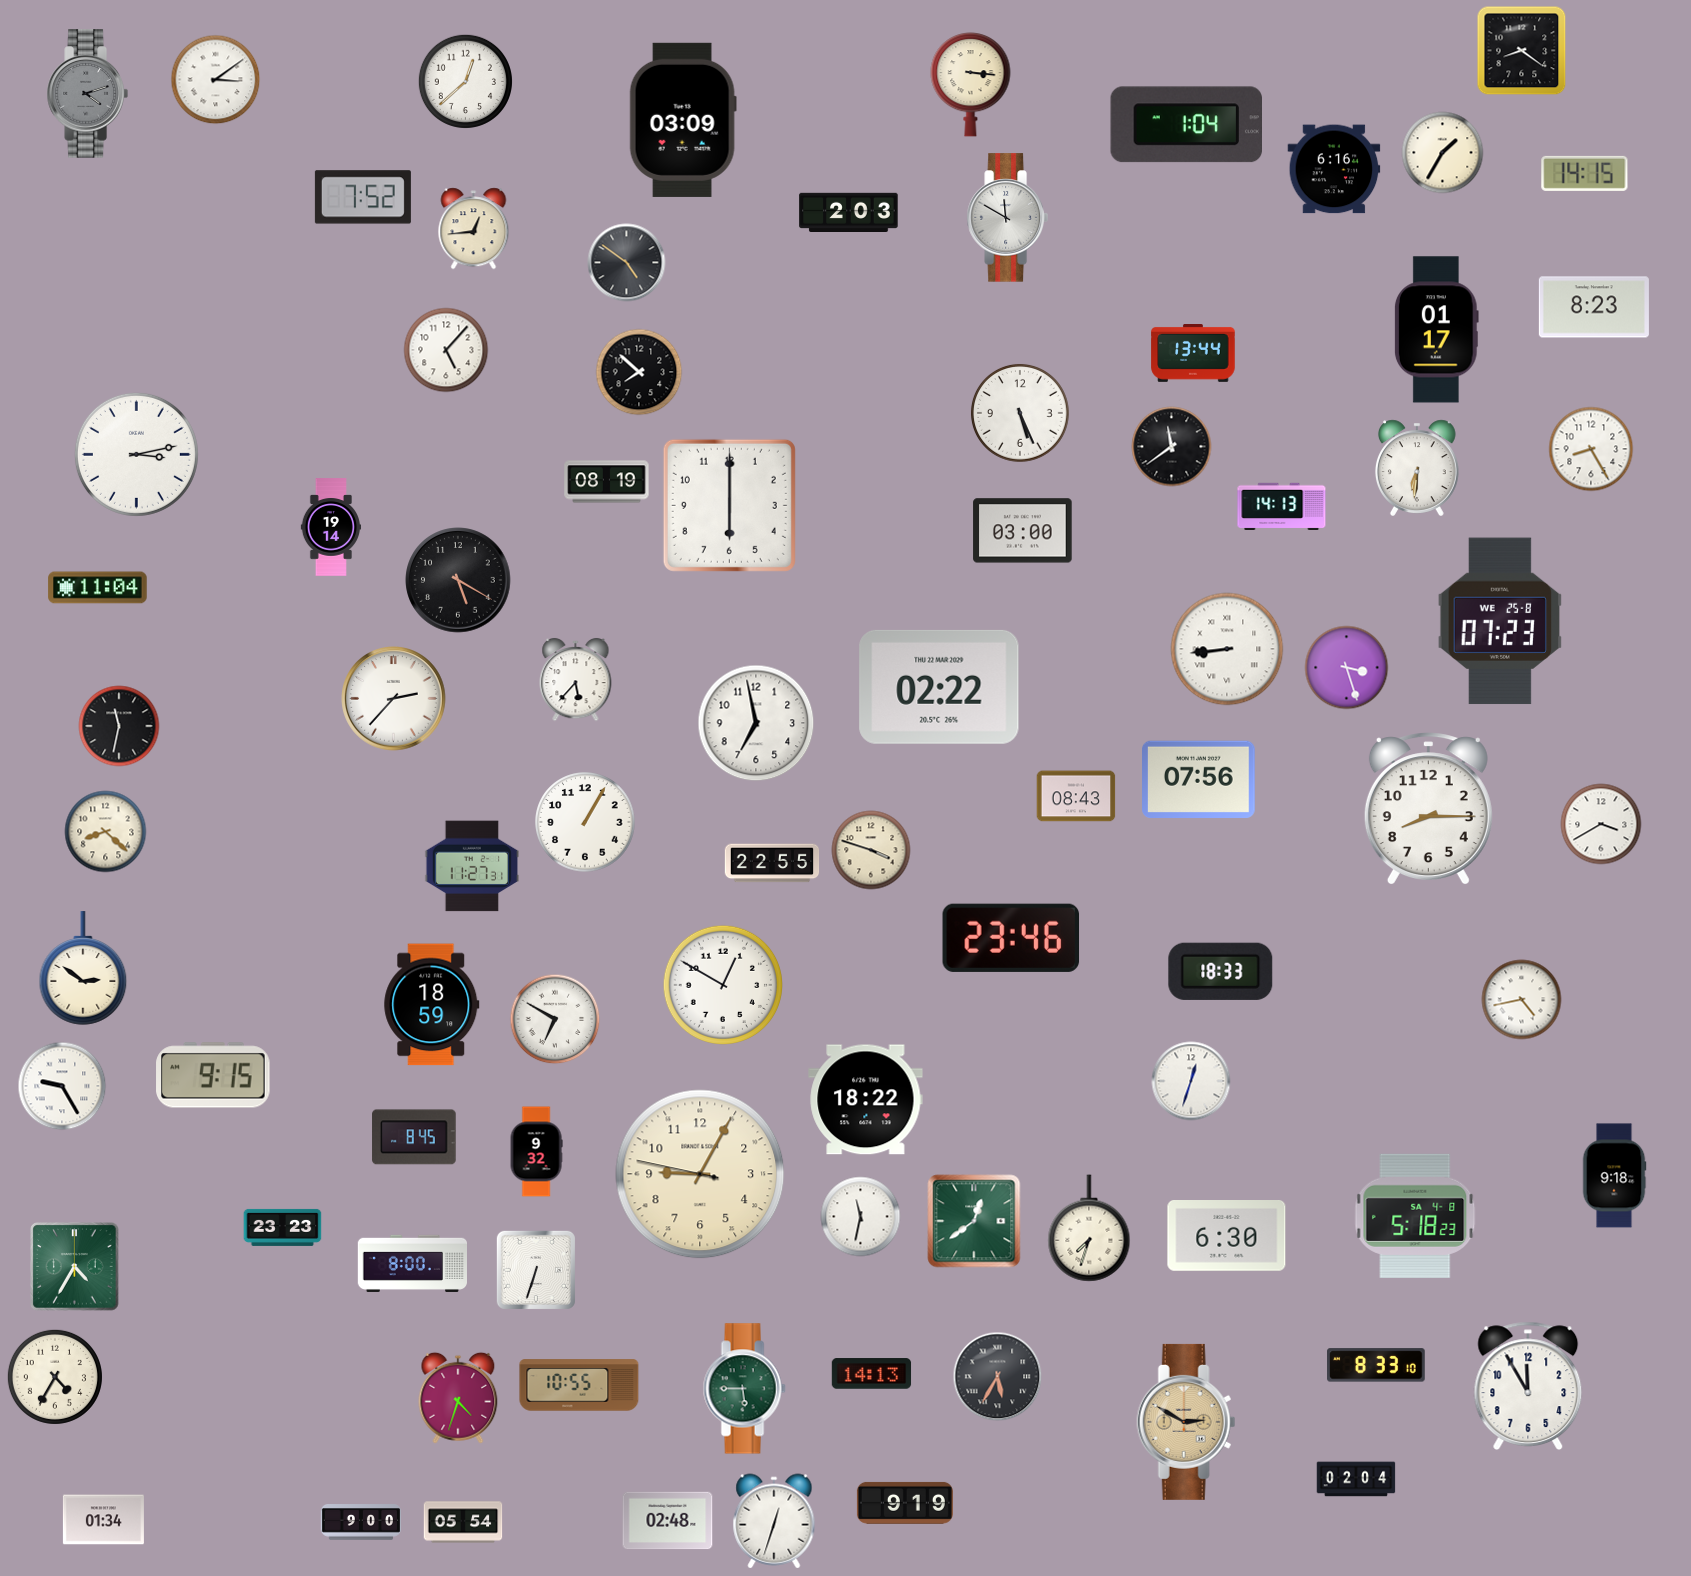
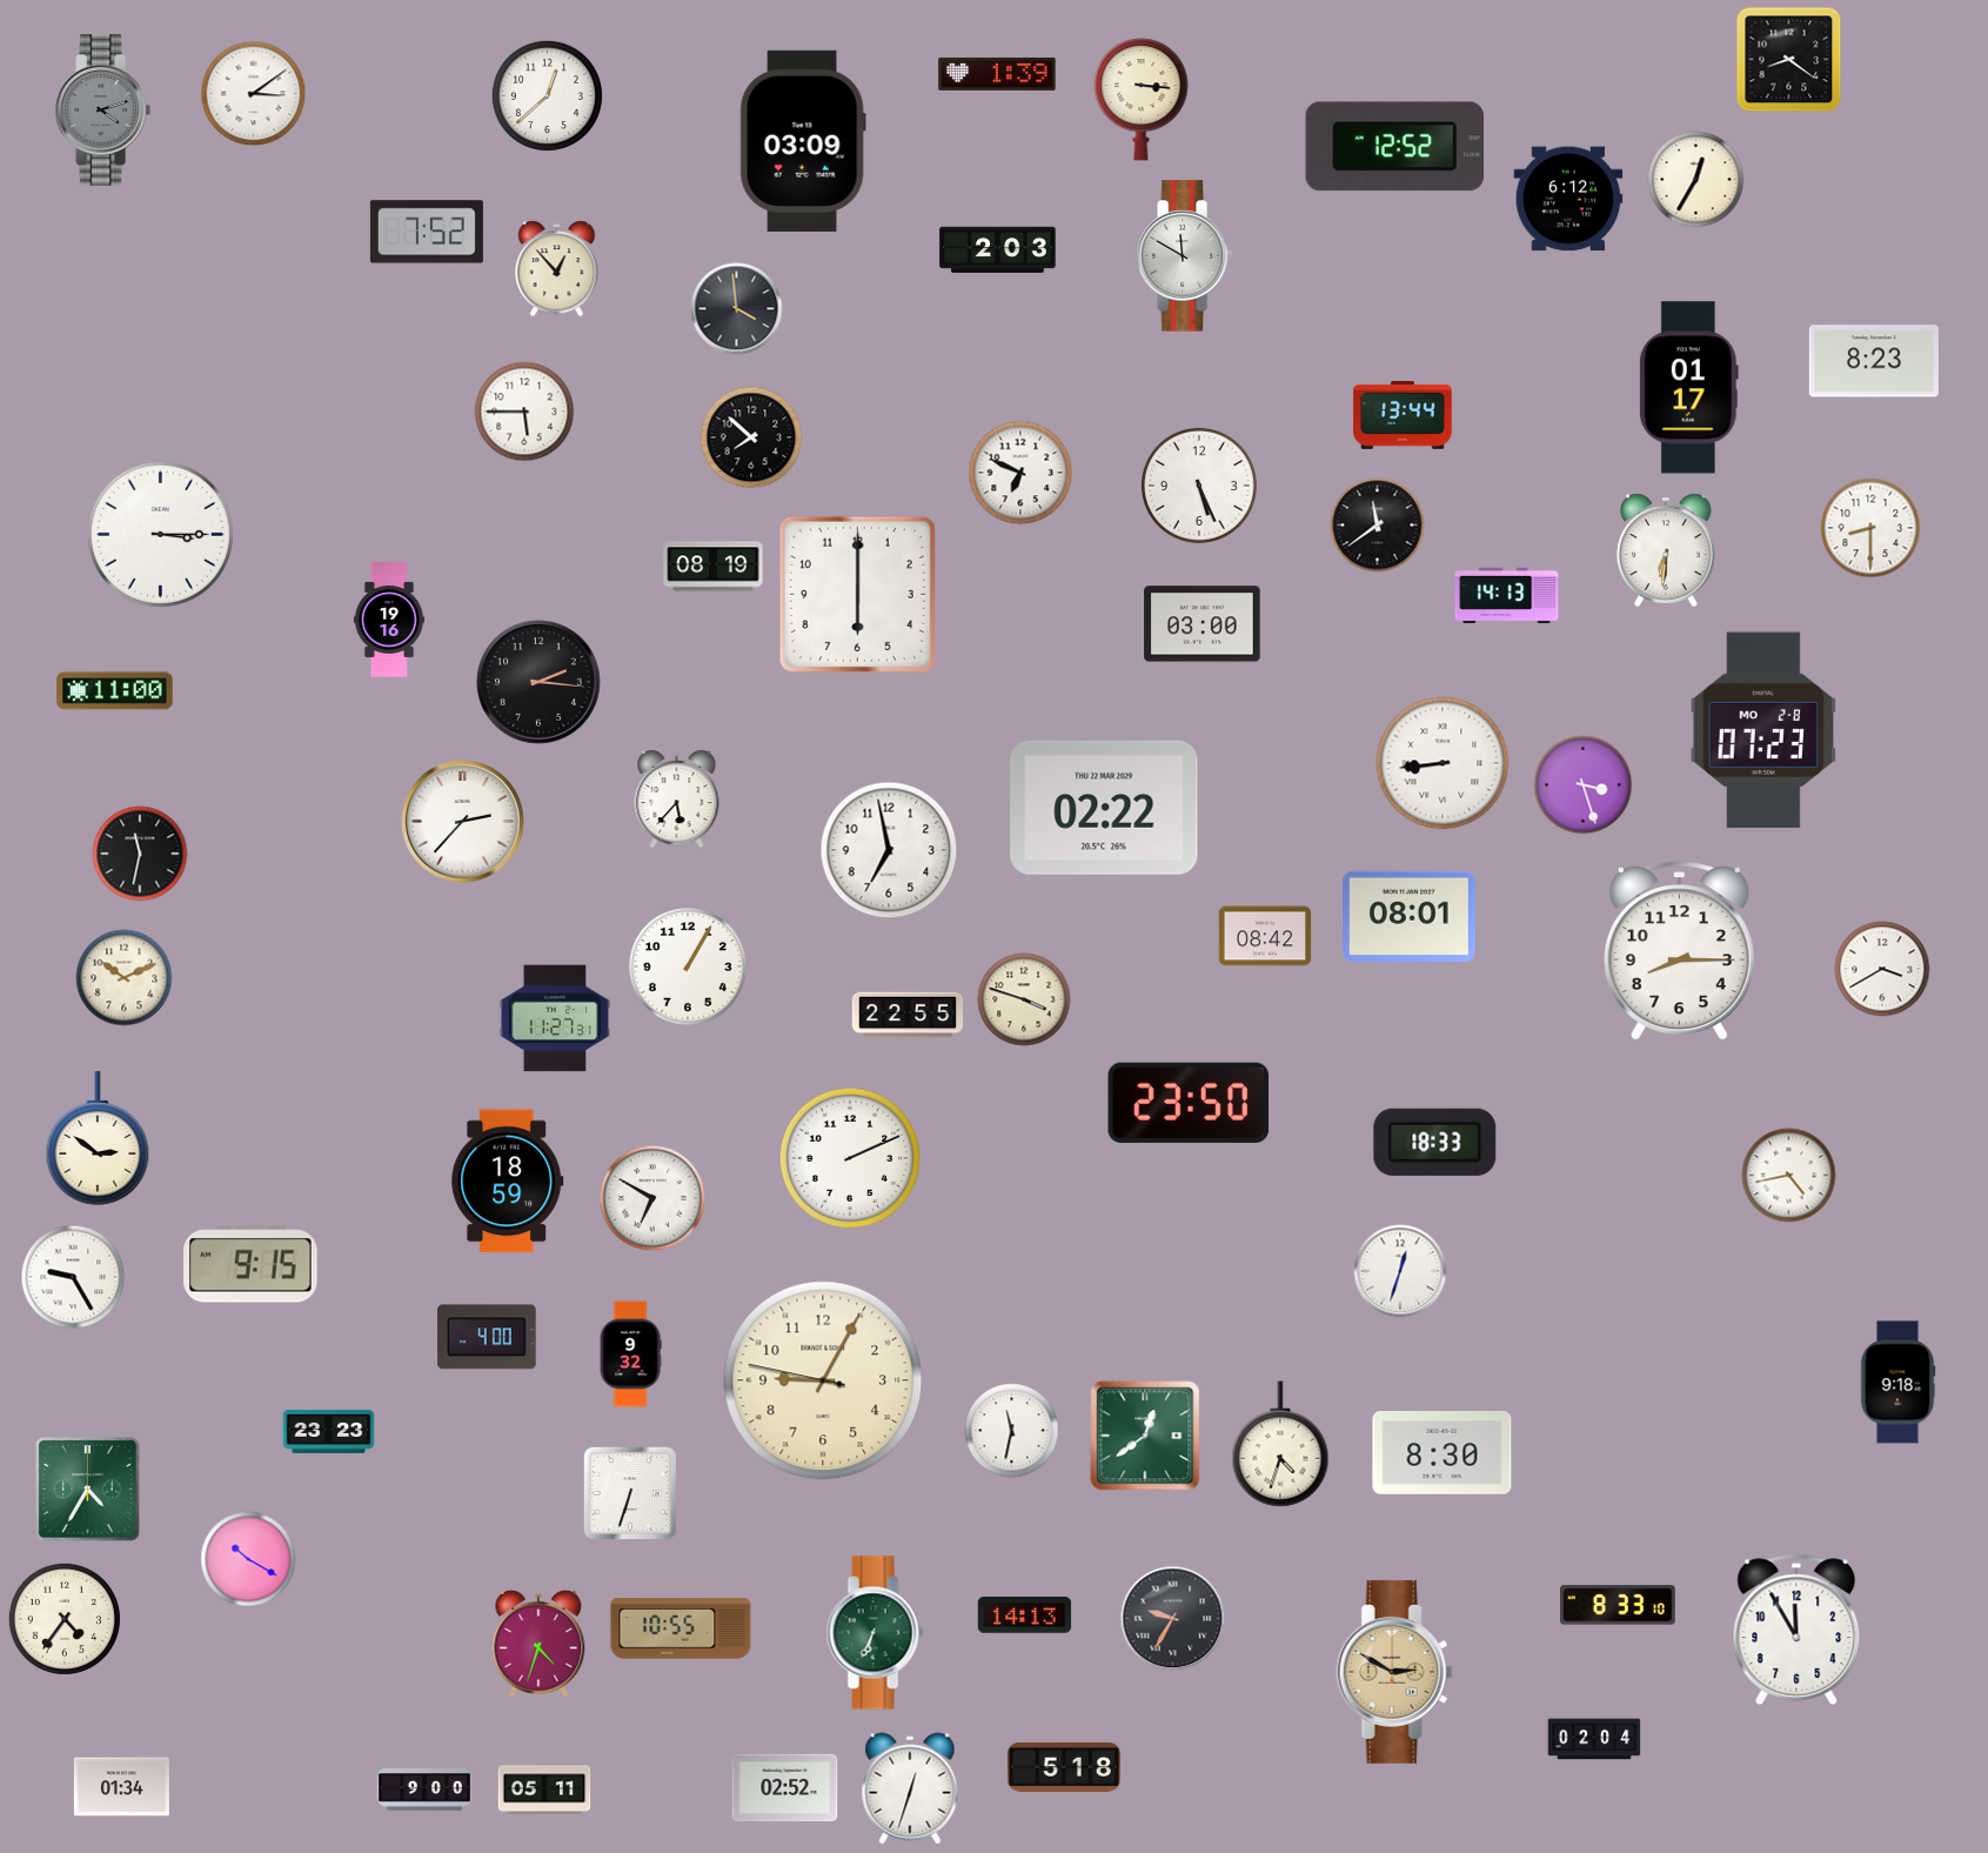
clock at (997, 74): none -> 1:39
clock at (1186, 125): 1:04 -> 12:52
clock at (1443, 153): 1:35 -> 12:35
clock at (1334, 169): 6:16 -> 6:12
clock at (1585, 173): 14:15 -> none
clock at (474, 229): 12:44 -> 12:53
clock at (627, 263): 4:51 -> 3:59
clock at (446, 350): 5:07 -> 5:45
clock at (1020, 473): none -> 6:49
clock at (1591, 449): 8:25 -> 8:30
clock at (136, 454): 3:13 -> 3:15
clock at (330, 527): 19:14 -> 19:16
clock at (458, 580): 5:20 -> 2:16
clock at (98, 588): 11:04 -> 11:00
clock at (1500, 621) date: WE 25-8 -> MO 2-8
clock at (1199, 779): 07:56 -> 08:01
clock at (1076, 796): 08:43 -> 08:42
clock at (106, 832): 8:22 -> 10:11
clock at (1011, 938): 23:46 -> 23:50
clock at (722, 984): 12:50 -> 2:11
clock at (866, 1100): 18:22 -> none
clock at (414, 1137): 8:45 -> 4:00
clock at (1415, 1216): 5:18 -> none
clock at (283, 1227) position: (283, 1227) -> (329, 1431)
clock at (1089, 1228): 7:33 -> 4:33
clock at (1227, 1236): 6:30 -> 8:30
clock at (412, 1263): 8:00 -> none
clock at (248, 1559): none -> 10:20
clock at (55, 1377): 4:35 -> 4:36
clock at (998, 1377): 5:35 -> 9:35
clock at (744, 1389): 5:45 -> 6:34
clock at (905, 1503): 9:19 -> 5:18
clock at (668, 1521): 02:48 -> 02:52
clock at (463, 1522): 05:54 -> 05:11
